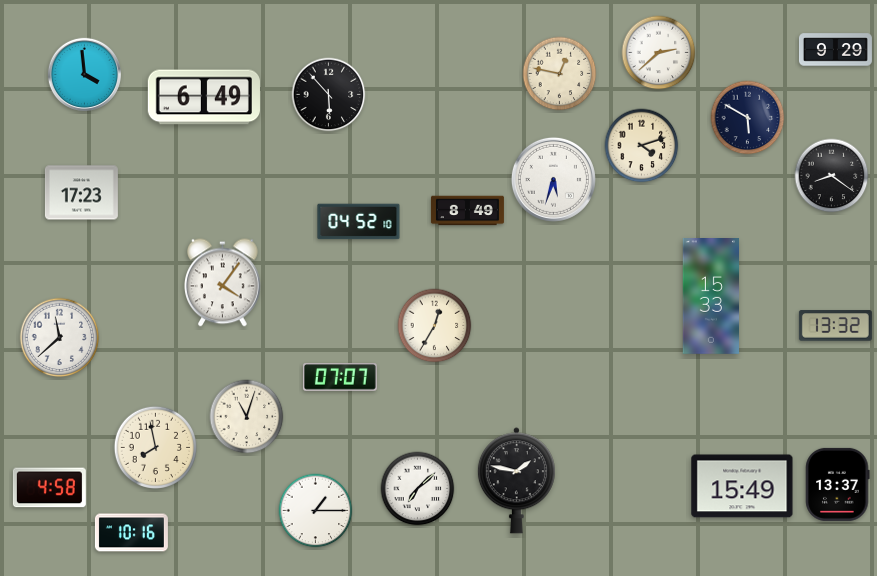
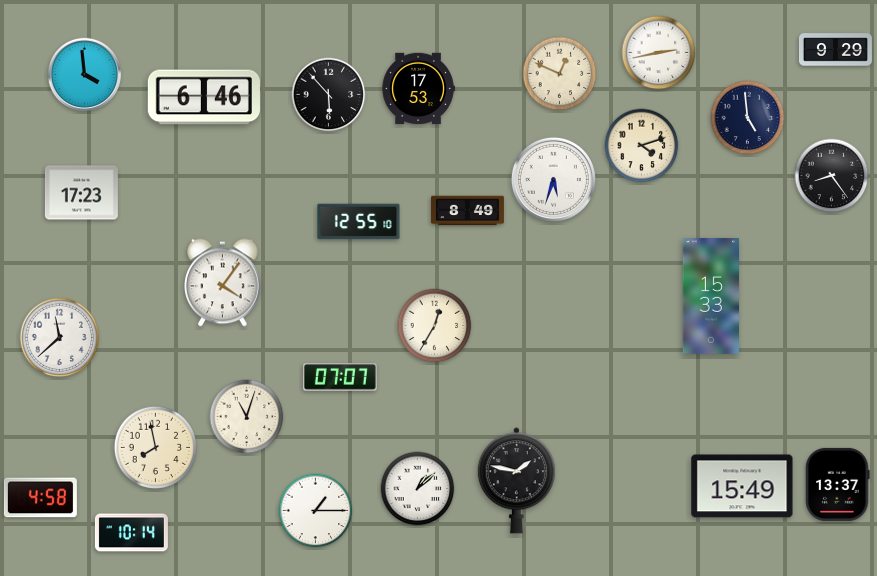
clock at (659, 53): 2:38 -> 2:43
clock at (560, 74): 12:47 -> 12:49
clock at (418, 89): none -> 17:53
clock at (203, 97): 6:49 -> 6:46
clock at (748, 118): 5:50 -> 4:59
clock at (832, 176): 8:21 -> 8:24
clock at (359, 222): 04:52 -> 12:55
clock at (835, 326): 13:32 -> none
clock at (49, 488) position: (49, 488) -> (40, 498)
clock at (418, 489): 7:08 -> 1:08
clock at (131, 533): 10:16 -> 10:14
